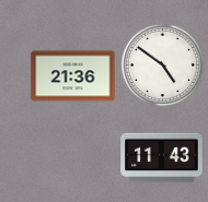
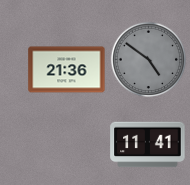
clock at (163, 66) dial: white -> grey
clock at (162, 158): 11:43 -> 11:41
